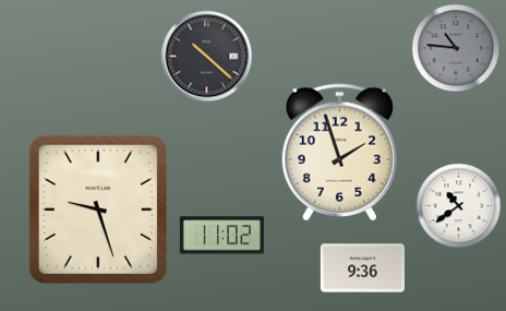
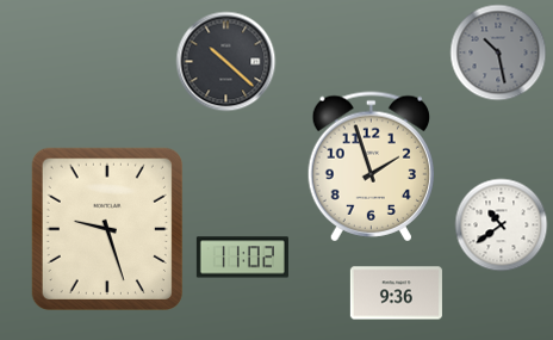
clock at (456, 48): 10:46 -> 10:28
